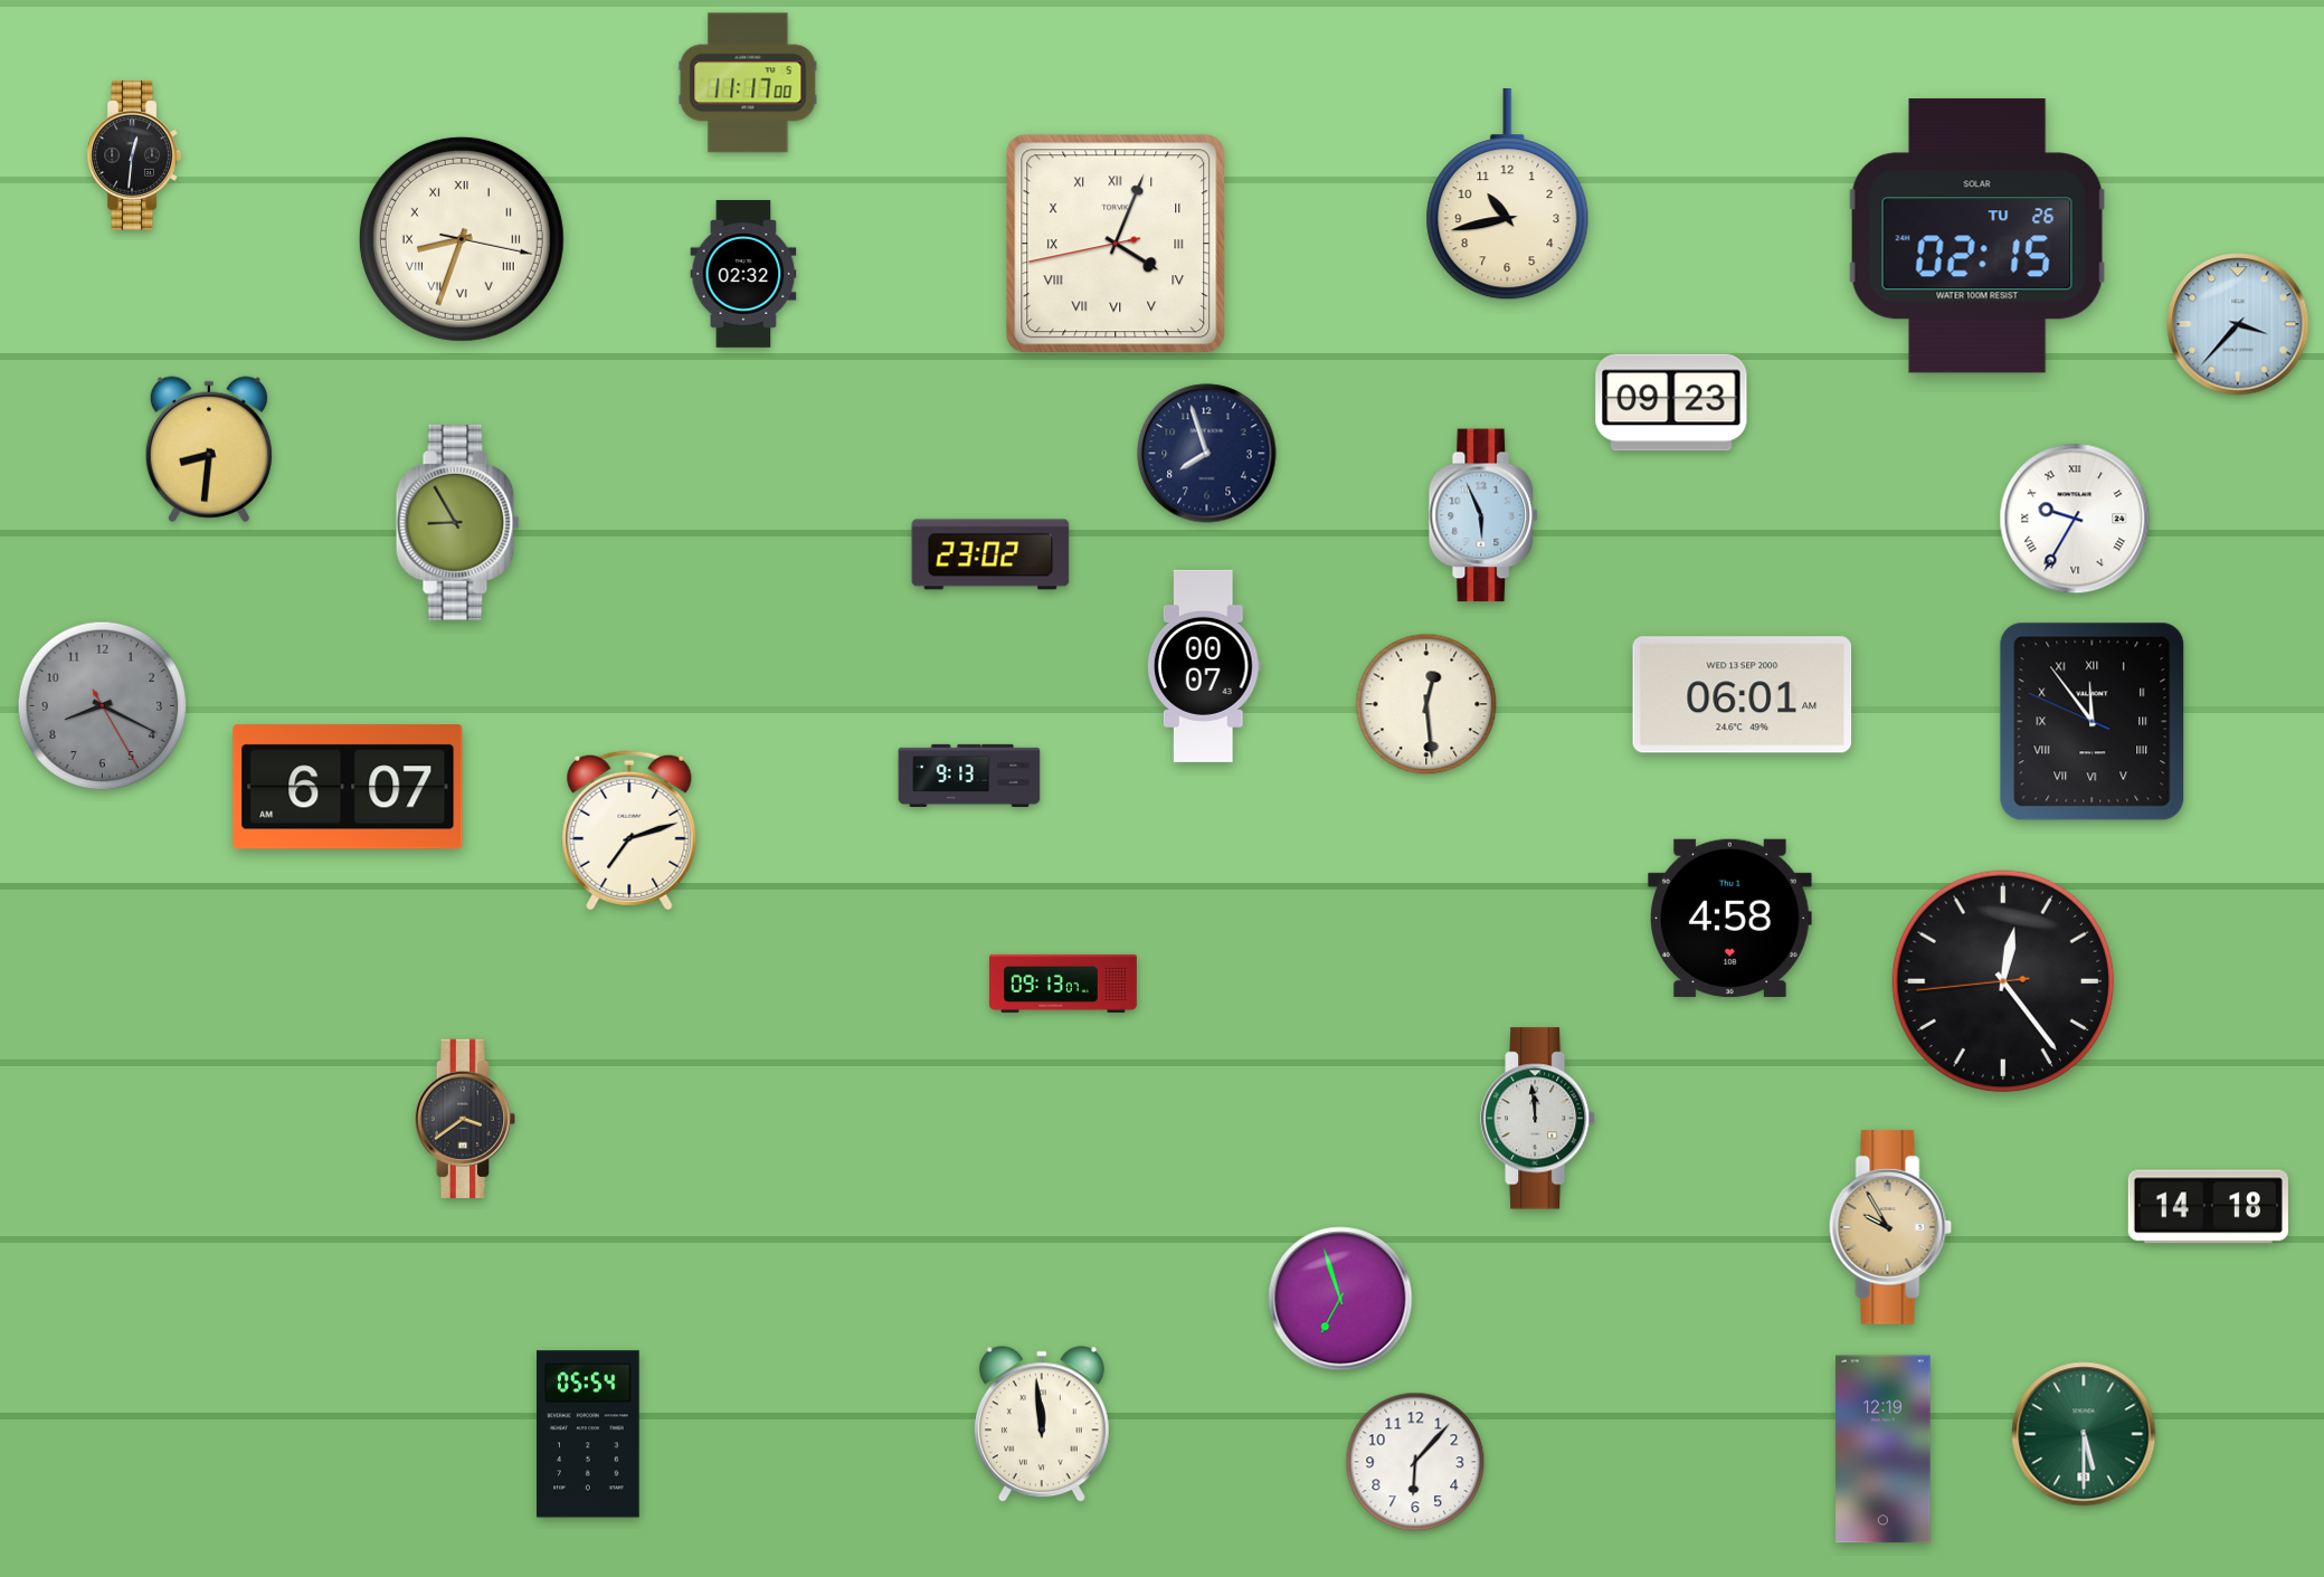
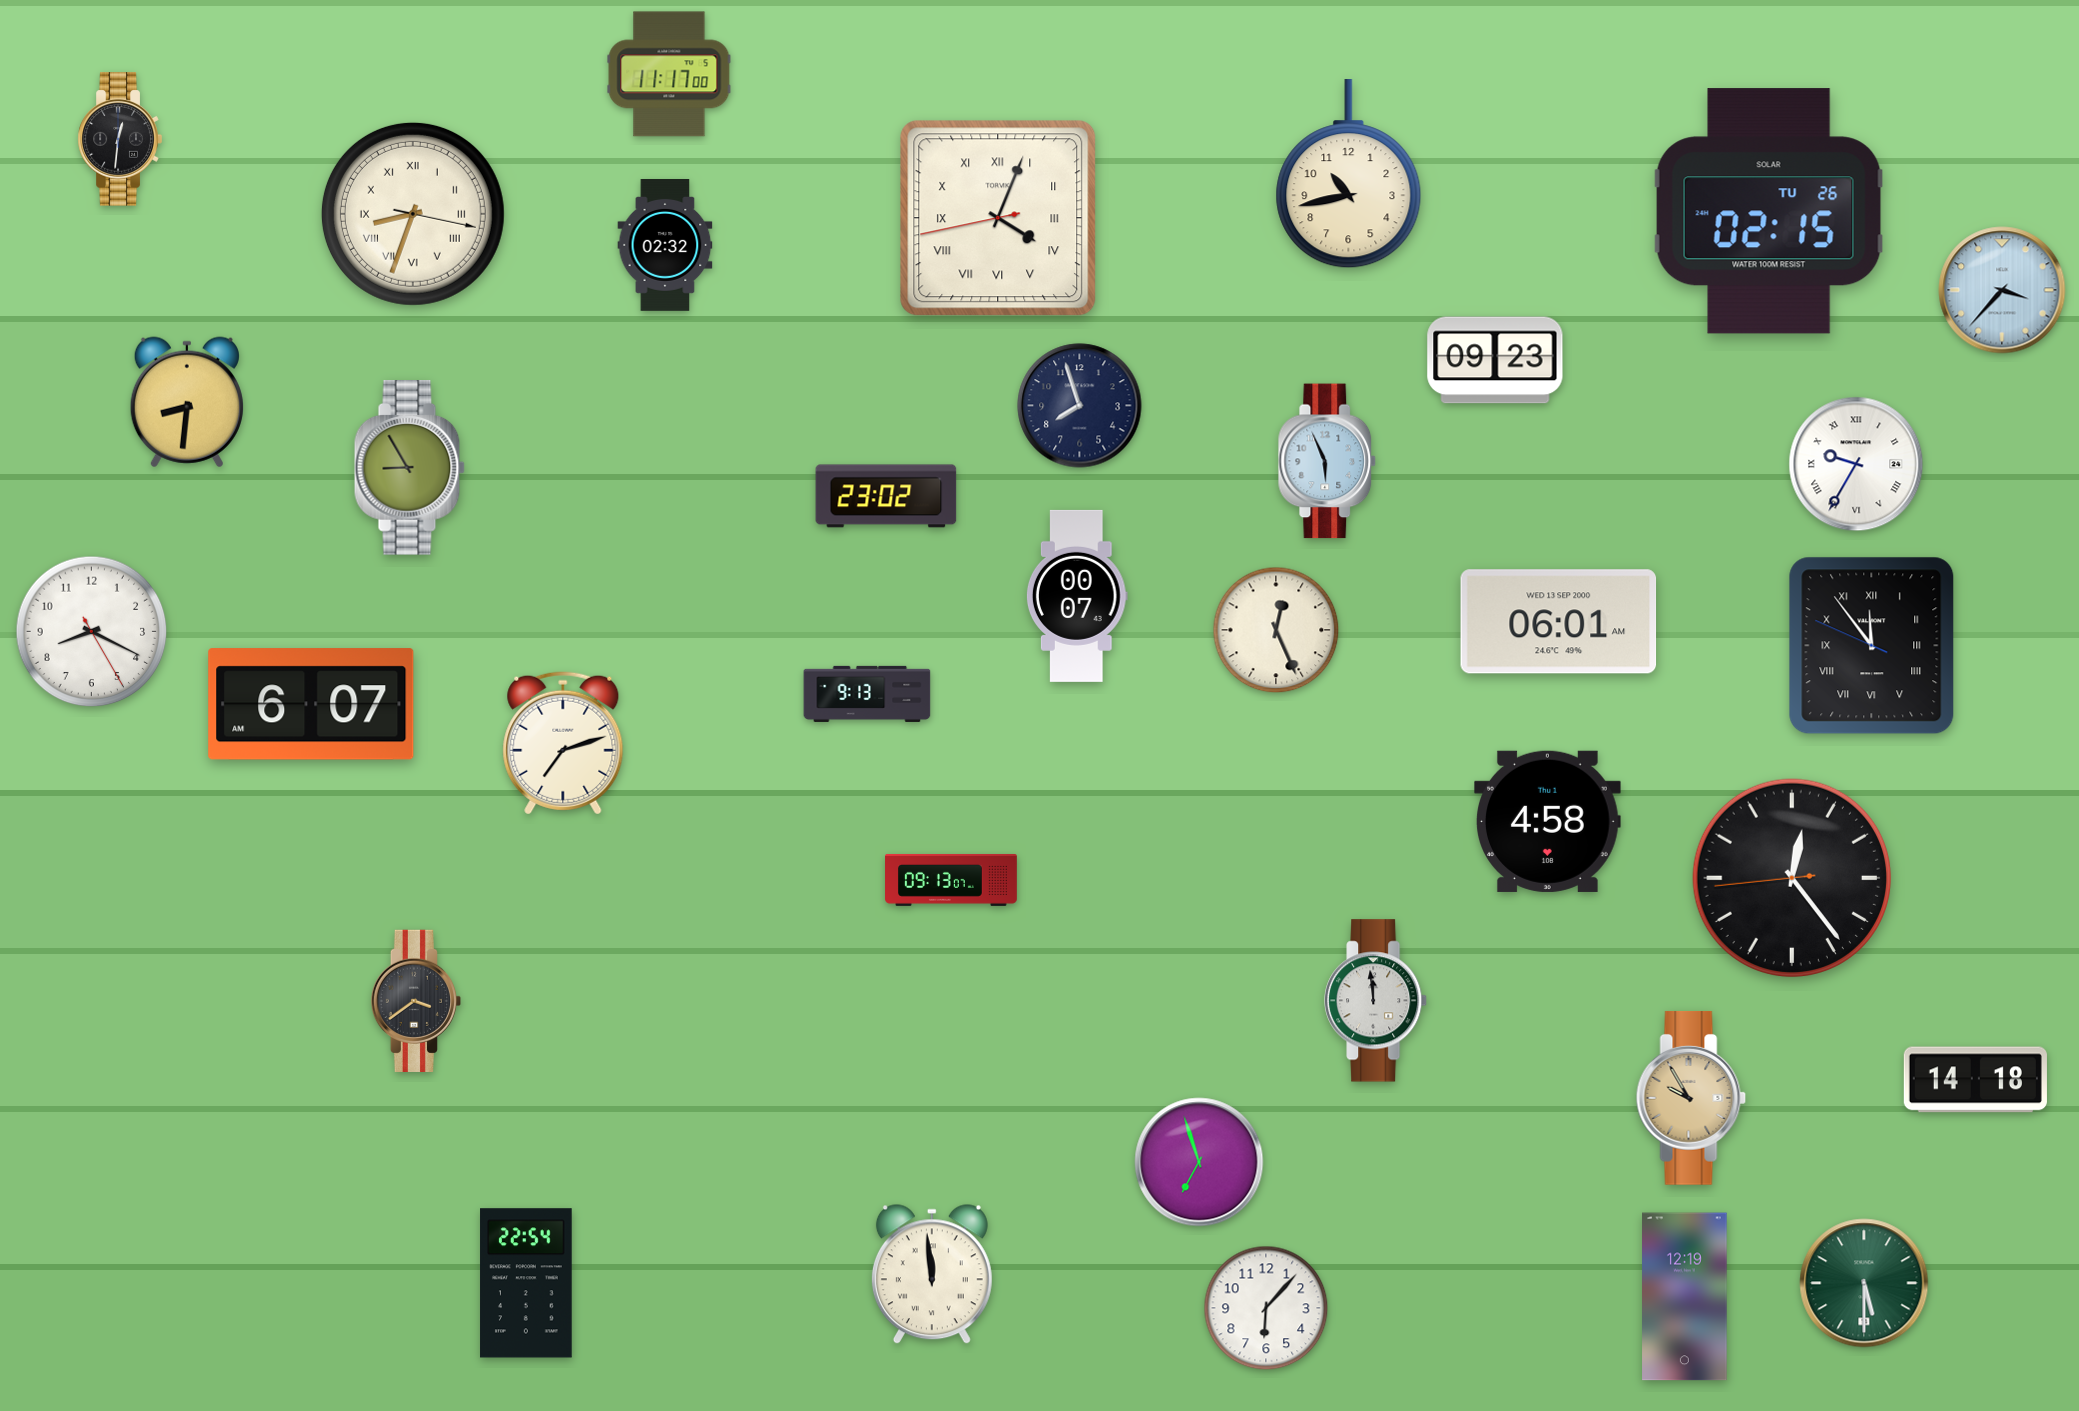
clock at (1426, 704): 12:29 -> 12:26
clock at (103, 706) dial: grey -> white
clock at (588, 1434): 05:54 -> 22:54
